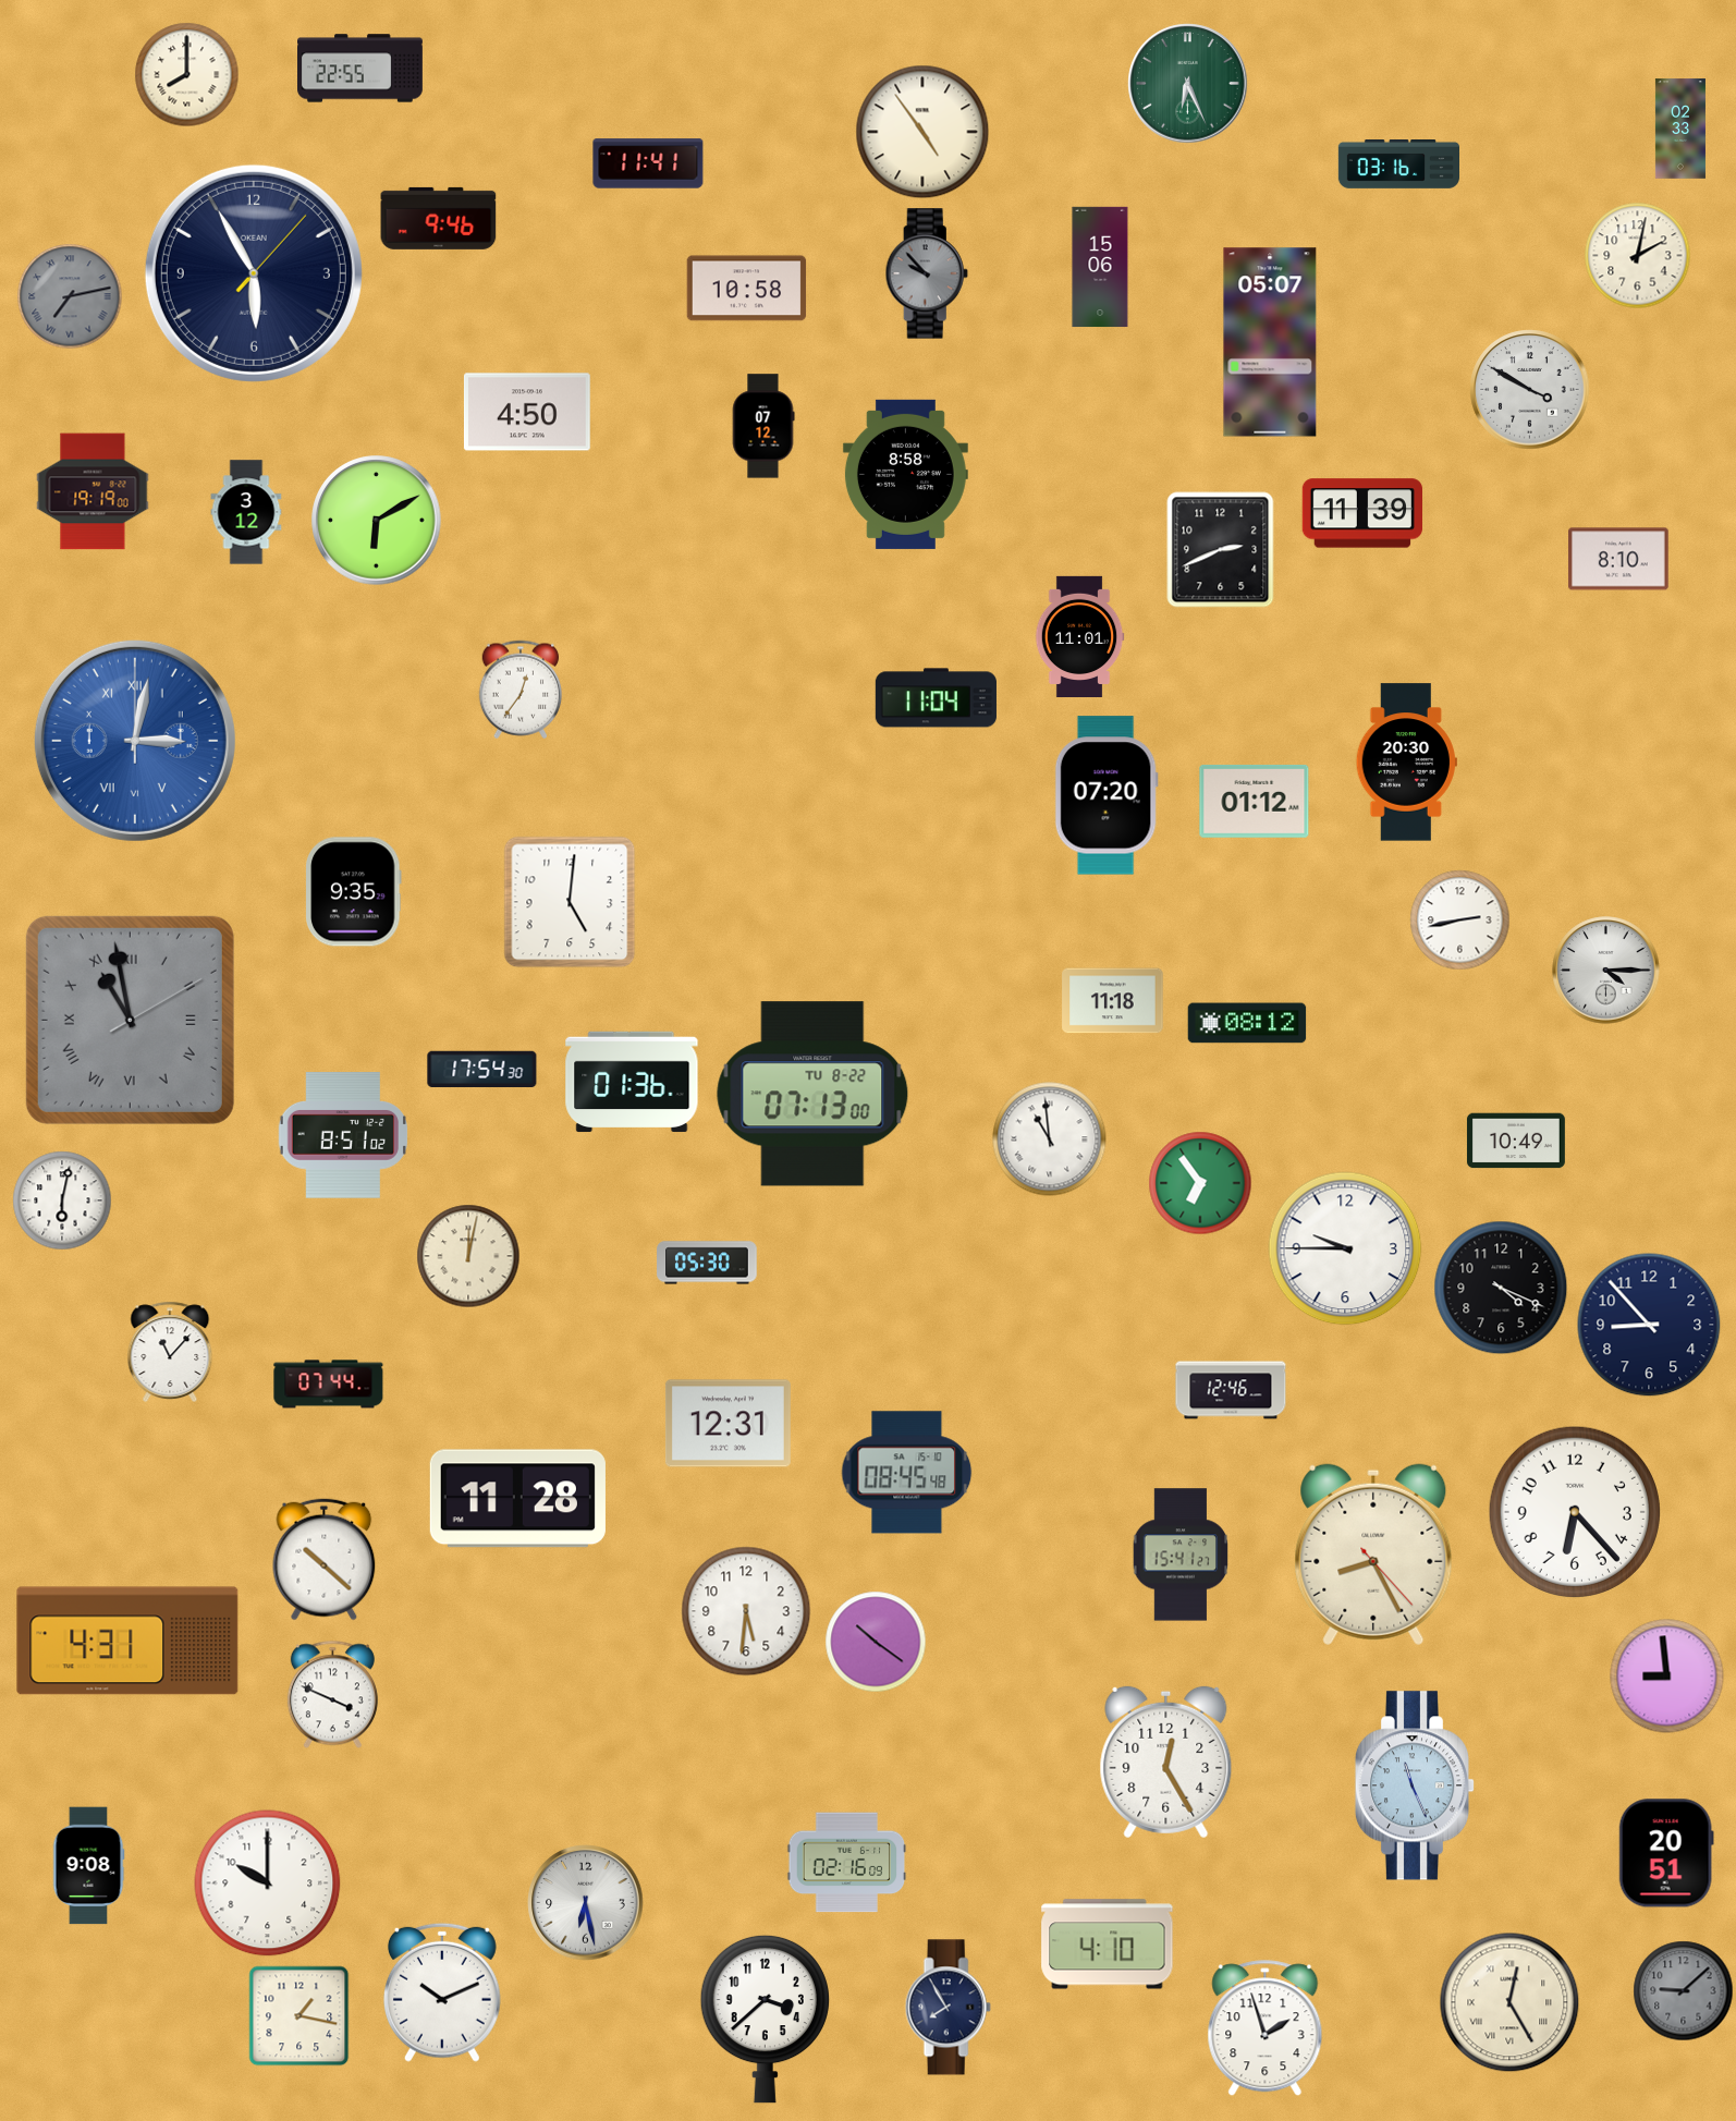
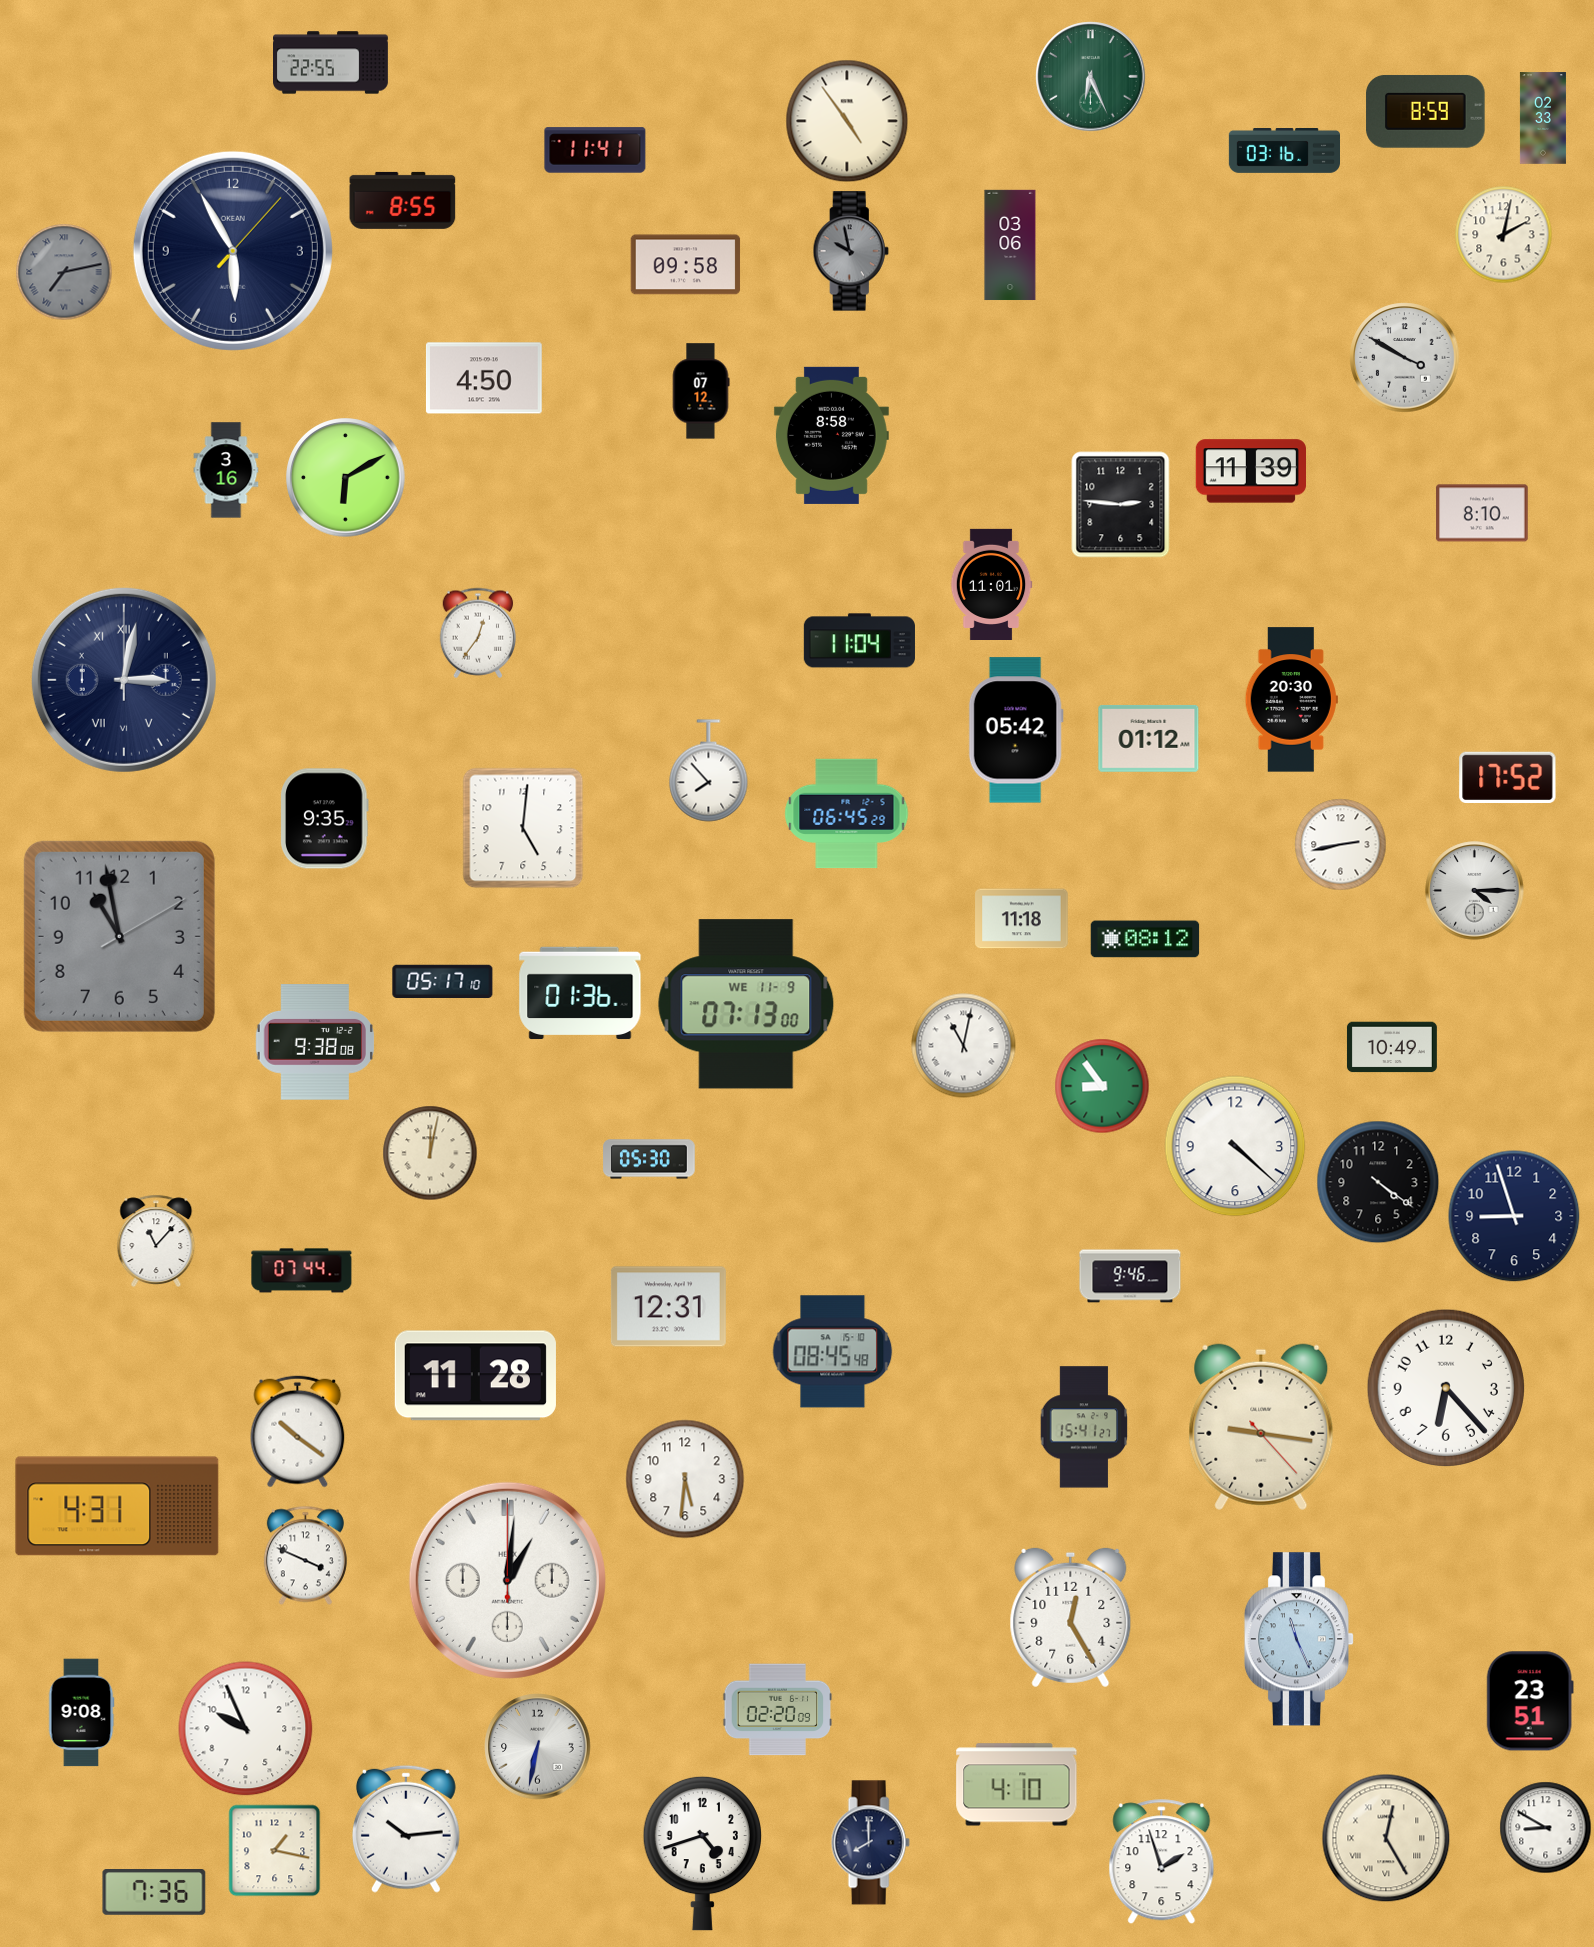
clock at (187, 75): 8:00 -> none
clock at (1426, 111): none -> 8:59
clock at (439, 218): 9:46 -> 8:55
clock at (1100, 267): 15:06 -> 03:06
clock at (927, 273): 9:53 -> 9:58
clock at (747, 289): 10:58 -> 09:58
clock at (1270, 342): 05:07 -> none
clock at (93, 491): 19:19 -> none
clock at (246, 512): 3:12 -> 3:16
clock at (1221, 550): 2:41 -> 2:46
clock at (1618, 559) position: (1618, 559) -> (1482, 513)
clock at (135, 741) dial: blue -> navy
clock at (1107, 795): 07:20 -> 05:42
clock at (1255, 801) position: (1255, 801) -> (1149, 738)
clock at (709, 771): none -> 7:53
clock at (1508, 778): none -> 17:52
clock at (847, 814): none -> 06:45
clock at (130, 1020) numerals: Roman -> Arabic
clock at (482, 1069): 17:54 -> 05:17
clock at (812, 1094) date: TU 8-22 -> WE 11-9
clock at (343, 1135): 8:51 -> 9:38
clock at (1050, 1139): 10:59 -> 11:02
clock at (1200, 1183): 6:54 -> 8:54
clock at (62, 1200): 6:02 -> none
clock at (1345, 1248): 9:45 -> 4:22
clock at (1501, 1288): 4:19 -> 4:21
clock at (1649, 1325): 8:53 -> 8:57
clock at (1231, 1390): 12:46 -> 9:46
clock at (1373, 1555): 8:25 -> 9:16
clock at (325, 1560): 10:22 -> 10:21
clock at (876, 1642): 10:21 -> none
clock at (1667, 1677): 8:59 -> none
clock at (507, 1580): none -> 1:01
clock at (1666, 1853): 20:51 -> 23:51
clock at (847, 1863): 02:16 -> 02:20
clock at (268, 1884): 10:00 -> 9:56
clock at (586, 1903): 6:28 -> 6:32
clock at (1684, 1991): 9:08 -> 8:50
clock at (1684, 1991) dial: grey -> white
clock at (442, 1992): 10:11 -> 10:14
clock at (948, 2008): 7:55 -> 8:00
clock at (765, 2019): 3:38 -> 4:42
clock at (154, 1892): none -> 7:36
